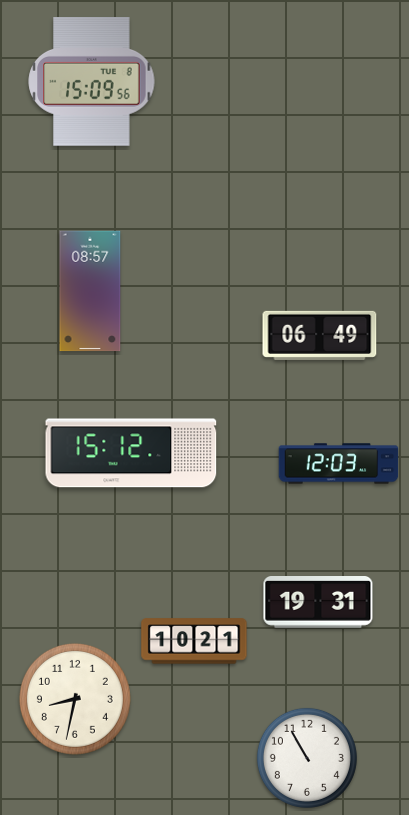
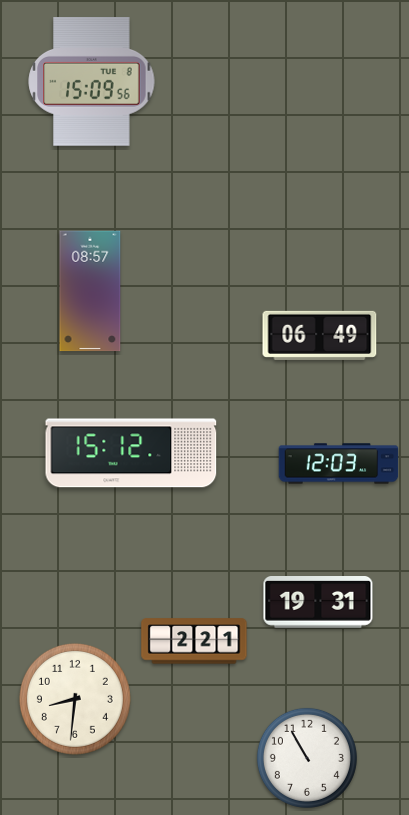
clock at (194, 641): 10:21 -> 2:21
clock at (75, 699): 8:32 -> 8:31
